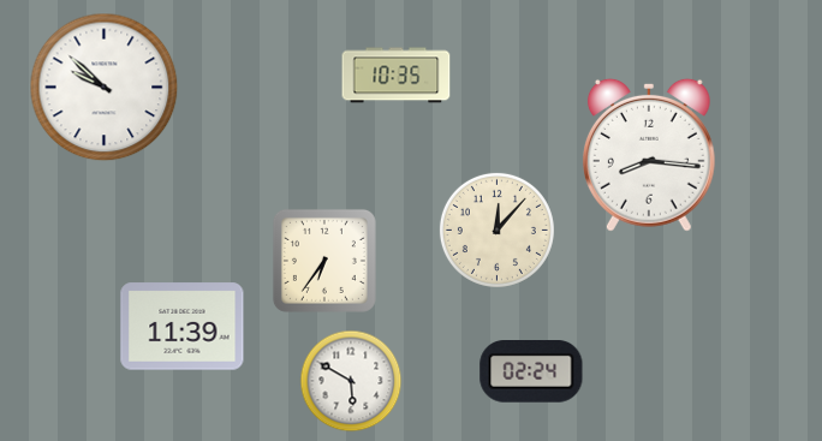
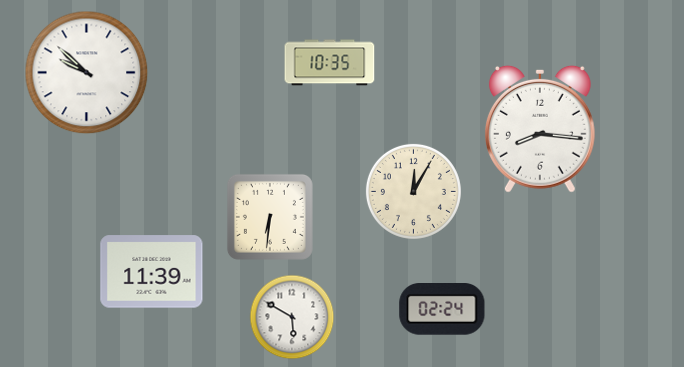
clock at (496, 230): 12:07 -> 12:05
clock at (324, 261): 6:36 -> 6:31
